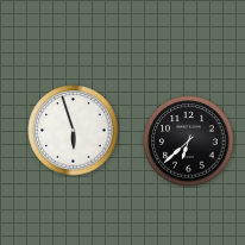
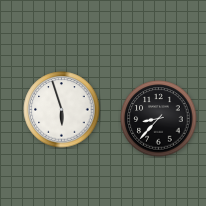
clock at (189, 142): 6:38 -> 8:37
